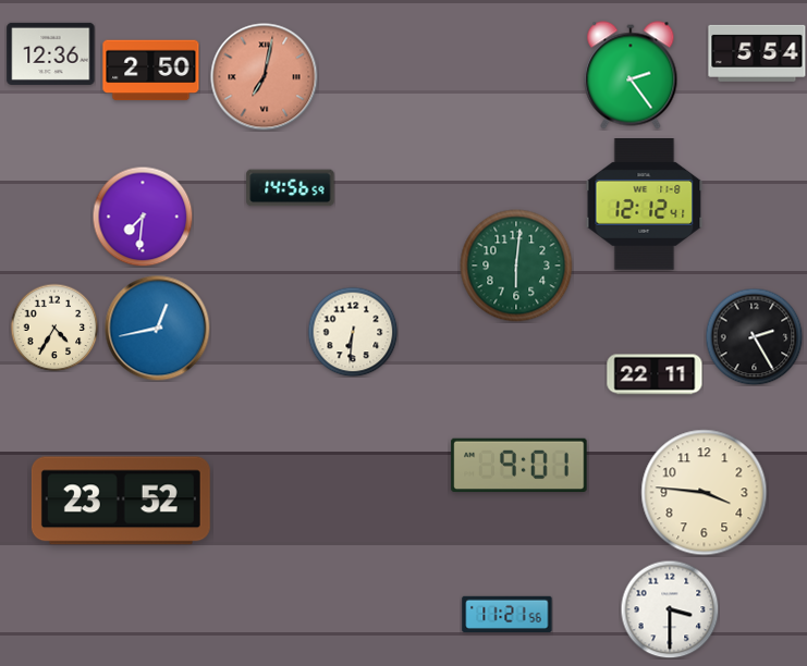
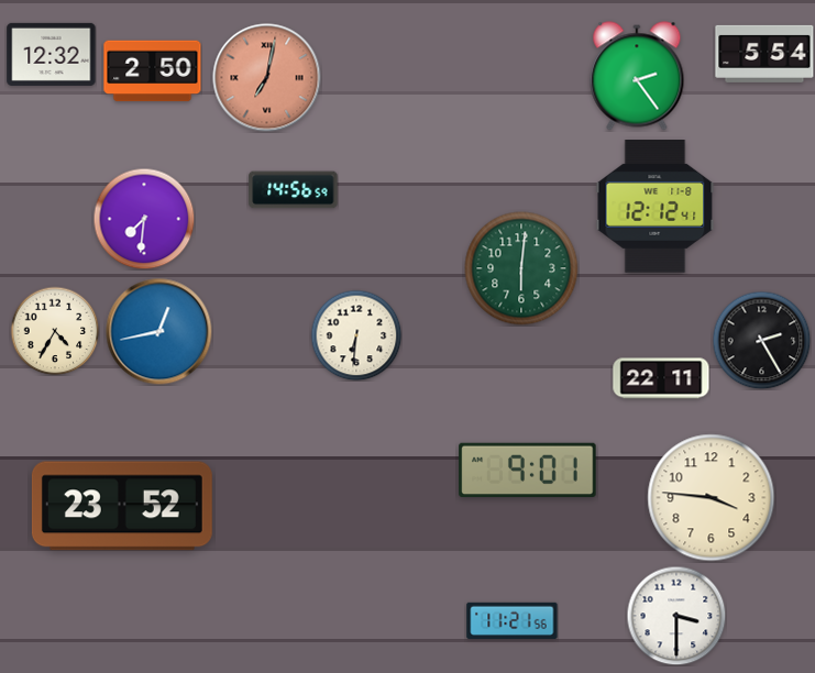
clock at (51, 53): 12:36 -> 12:32
clock at (645, 205) position: (645, 205) -> (656, 207)
clock at (519, 466) position: (519, 466) -> (528, 471)
